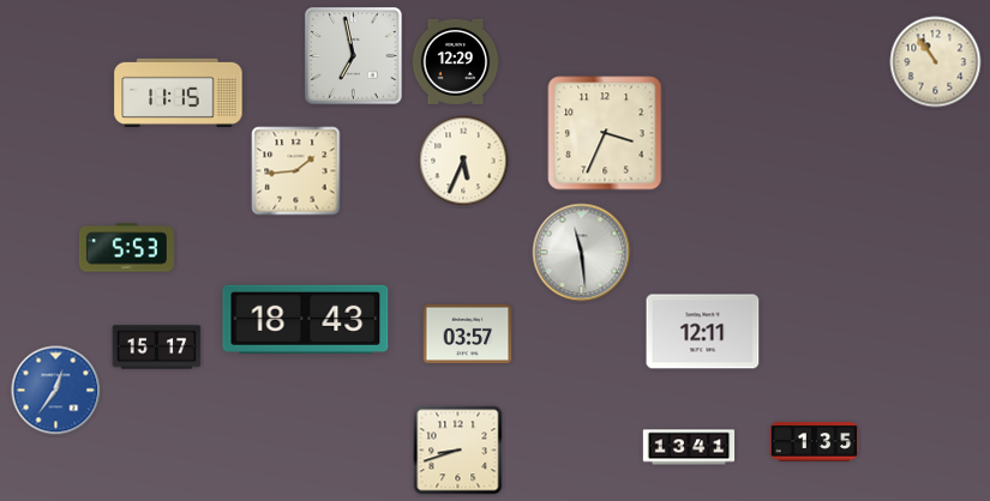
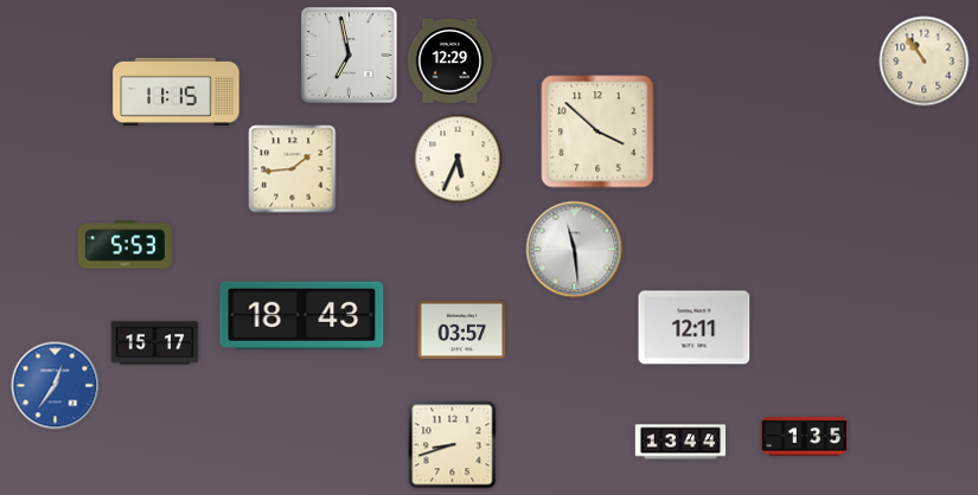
clock at (605, 133): 3:34 -> 3:52
clock at (689, 447): 13:41 -> 13:44
